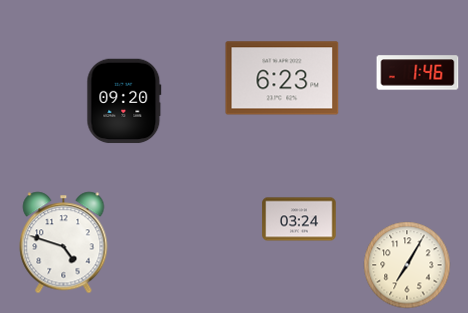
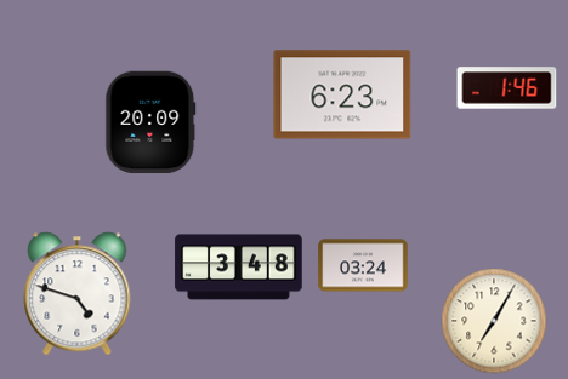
clock at (124, 101): 09:20 -> 20:09
clock at (239, 268): none -> 3:48
